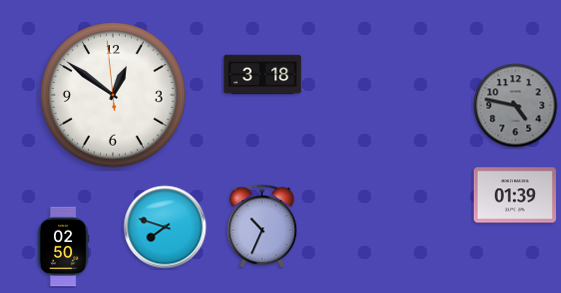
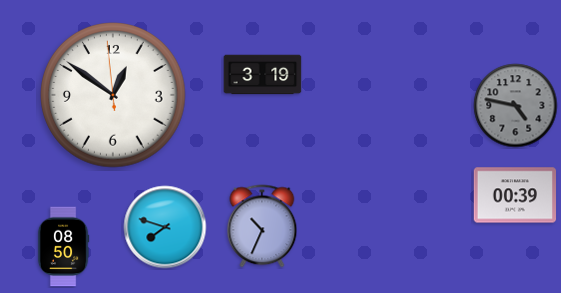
clock at (263, 75): 3:18 -> 3:19
clock at (515, 195): 01:39 -> 00:39
clock at (63, 247): 02:50 -> 08:50
